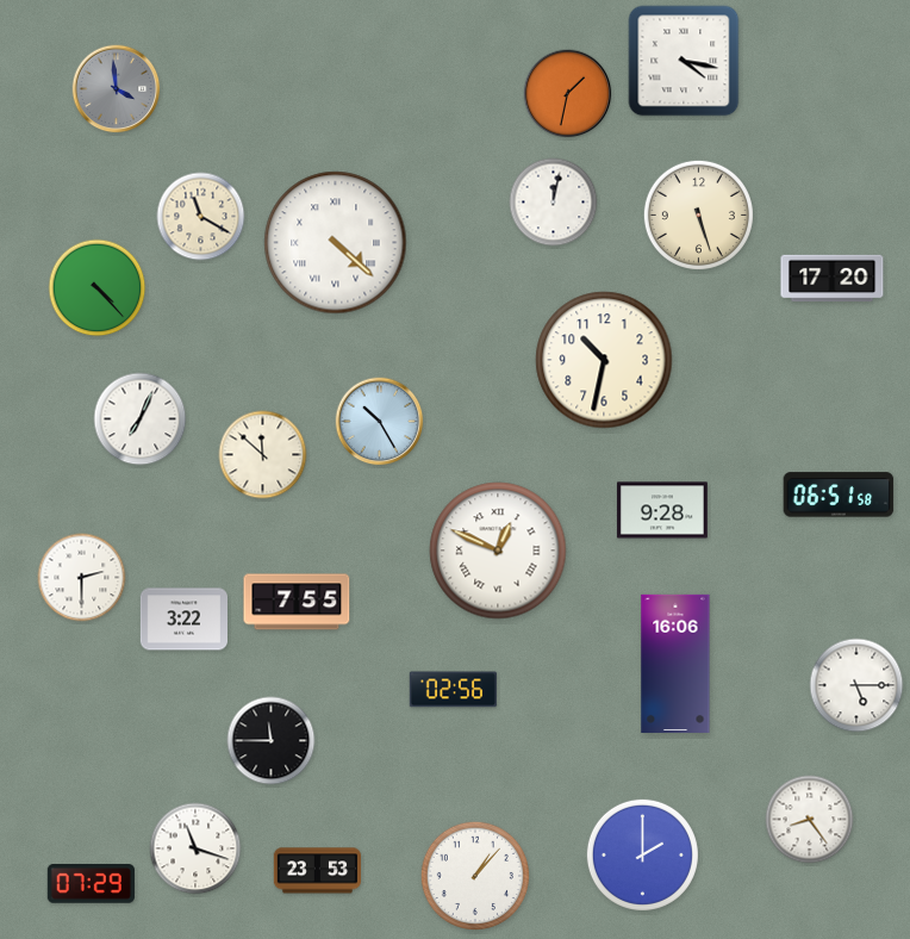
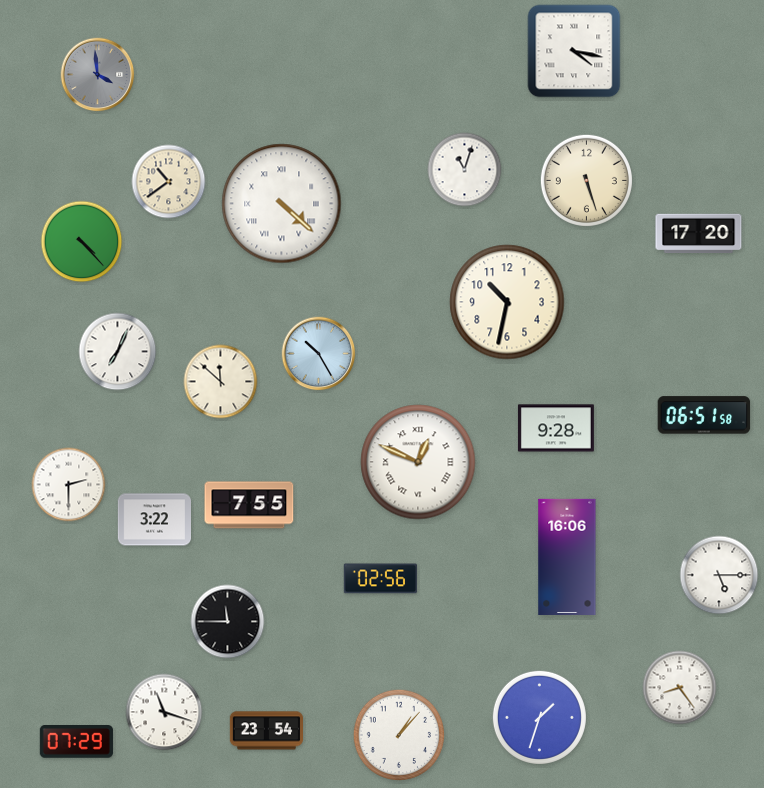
clock at (568, 94): 1:32 -> none
clock at (554, 203): 12:02 -> 11:03
clock at (201, 217): 11:20 -> 10:39
clock at (642, 854): 2:00 -> 1:33
clock at (317, 871): 23:53 -> 23:54
